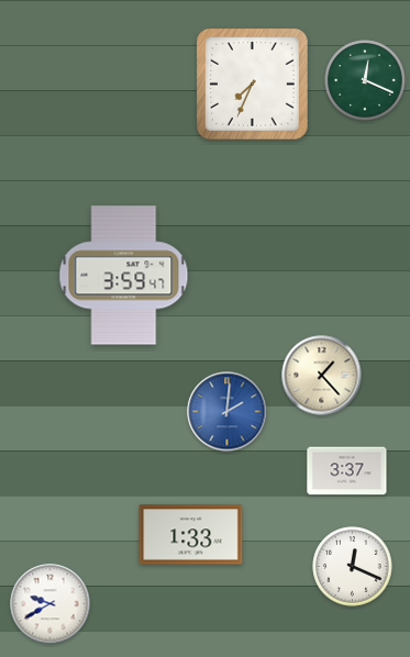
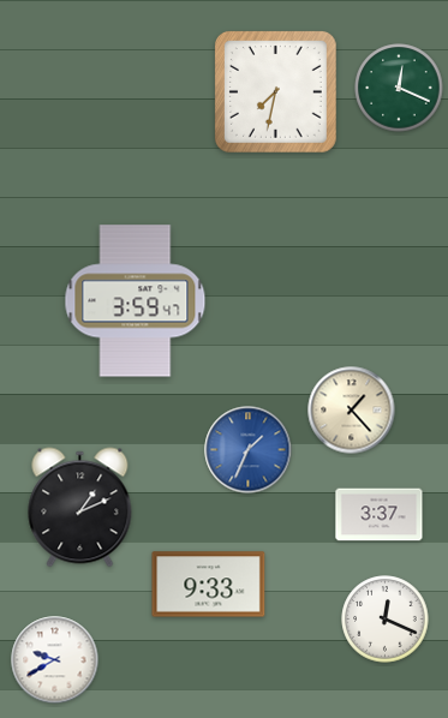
clock at (253, 85): 7:34 -> 7:32
clock at (228, 412): 2:01 -> 1:34
clock at (80, 508): none -> 1:11
clock at (191, 535): 1:33 -> 9:33
